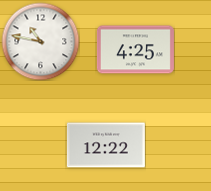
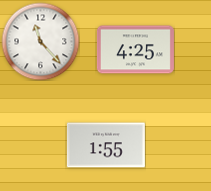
clock at (40, 41): 10:47 -> 11:23
clock at (106, 145): 12:22 -> 1:55
